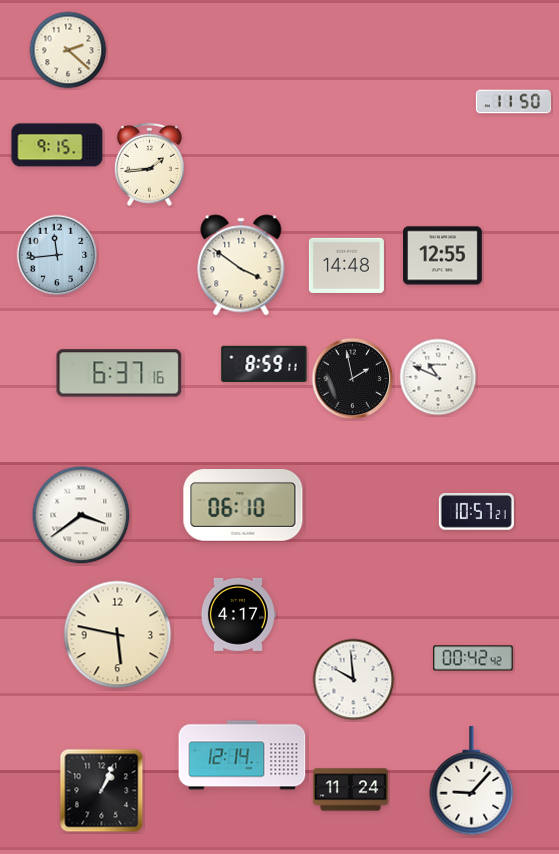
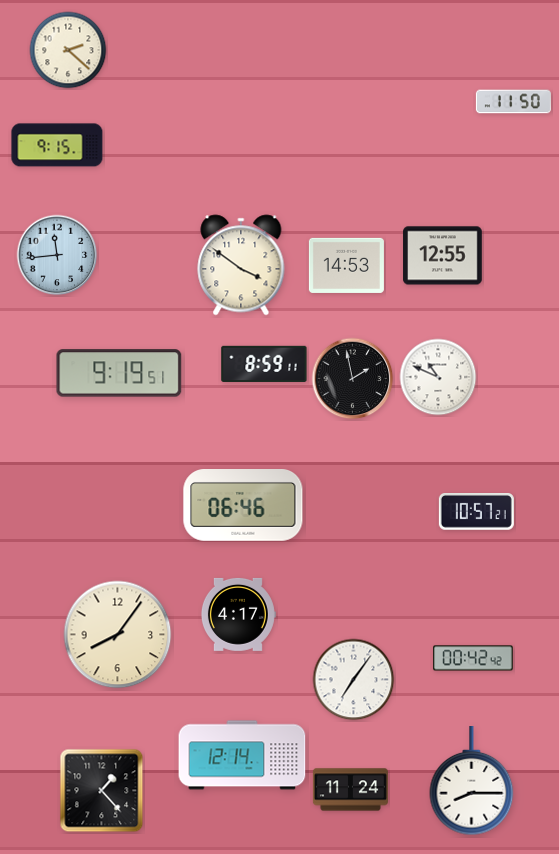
clock at (149, 164): 1:44 -> none
clock at (346, 265): 14:48 -> 14:53
clock at (119, 373): 6:37 -> 9:19
clock at (243, 506): 06:10 -> 06:46
clock at (81, 515): 3:39 -> none
clock at (118, 635): 5:47 -> 8:06
clock at (354, 680): 9:59 -> 7:06
clock at (472, 782): 9:07 -> 8:15
clock at (102, 791): 1:04 -> 1:23
